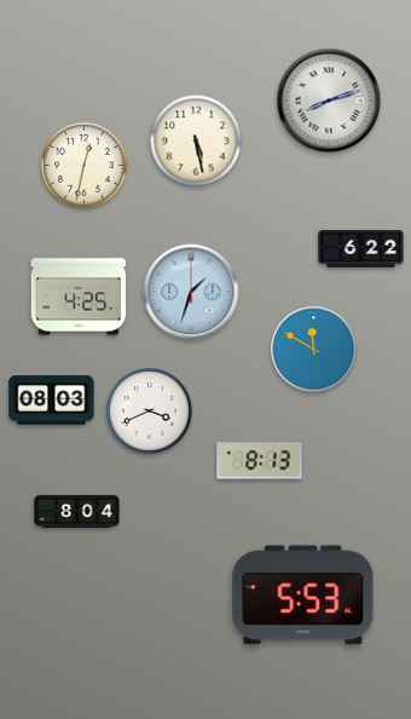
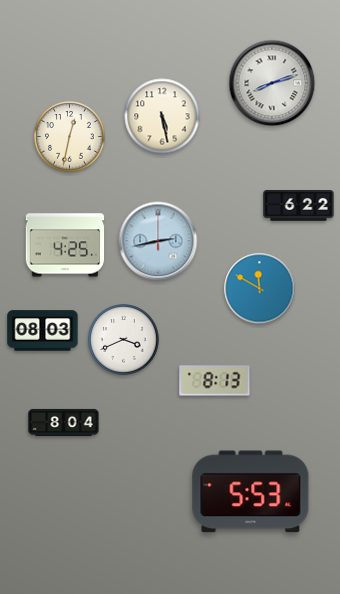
clock at (191, 292): 1:33 -> 2:43
